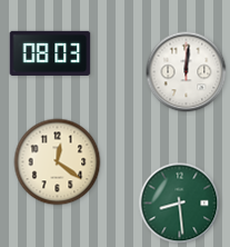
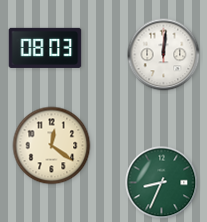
clock at (187, 72) position: (187, 72) -> (164, 55)
clock at (180, 204): 8:29 -> 8:34
